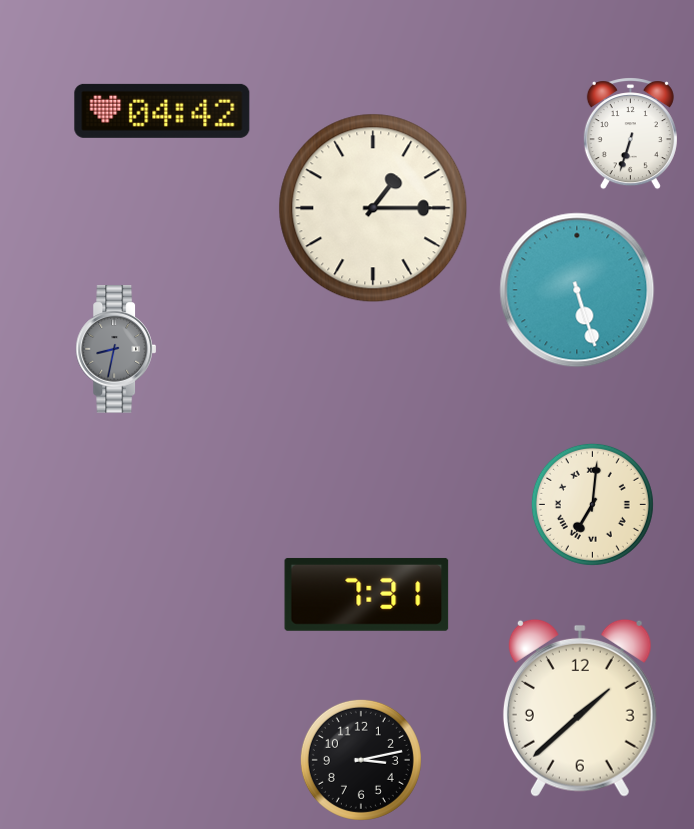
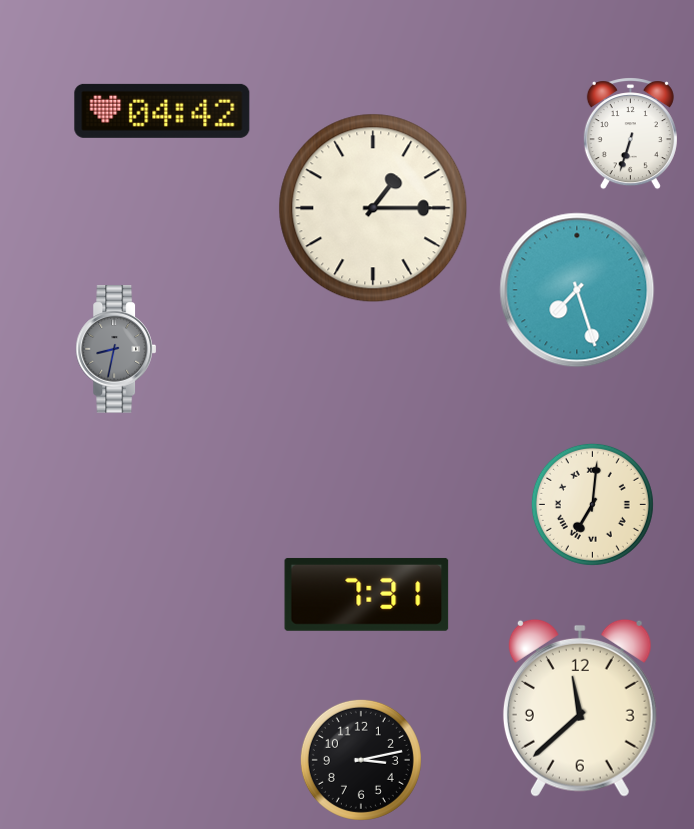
clock at (577, 290): 5:27 -> 7:27
clock at (580, 708): 1:38 -> 11:38
